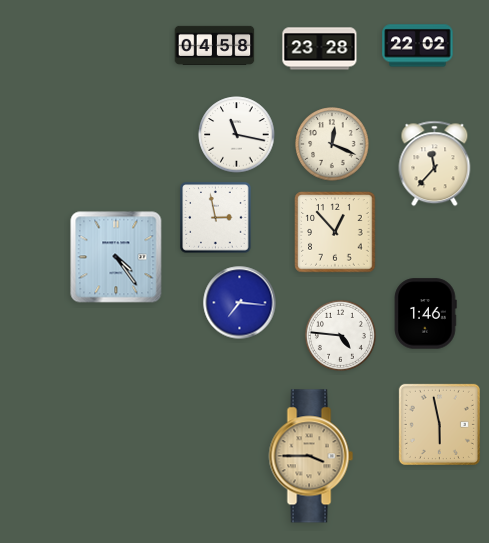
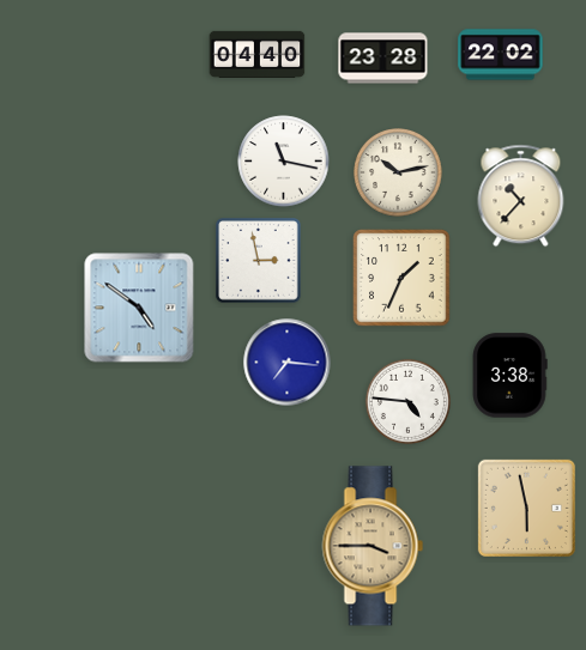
clock at (215, 45): 04:58 -> 04:40
clock at (332, 144): 12:19 -> 10:13
clock at (435, 164): 11:37 -> 10:37
clock at (335, 232): 12:53 -> 1:34
clock at (116, 257): 4:24 -> 4:51
clock at (425, 314): 1:46 -> 3:38
